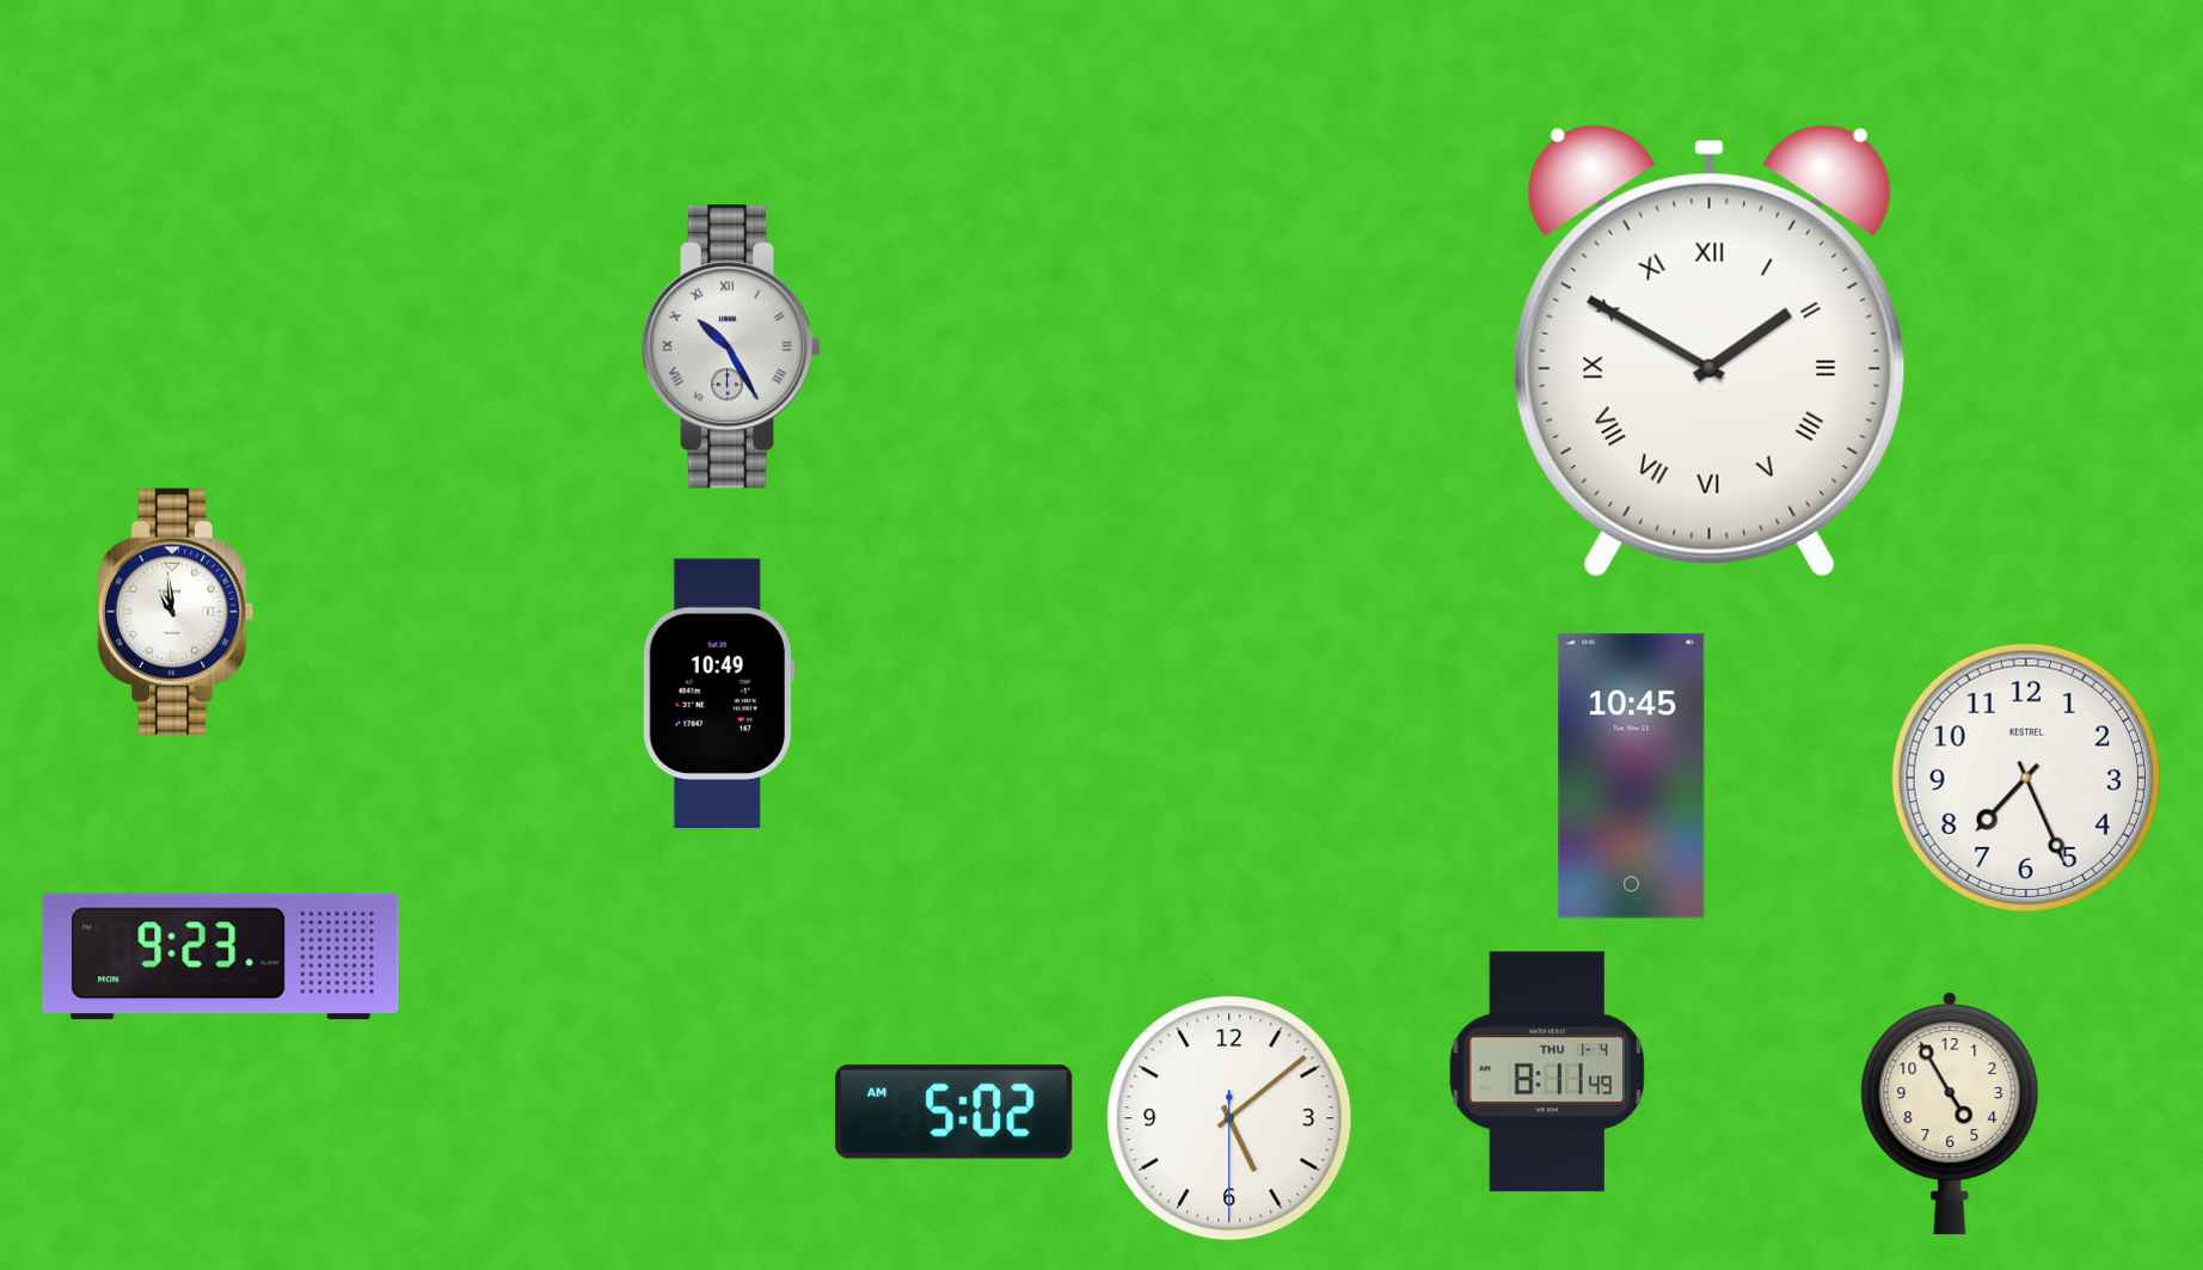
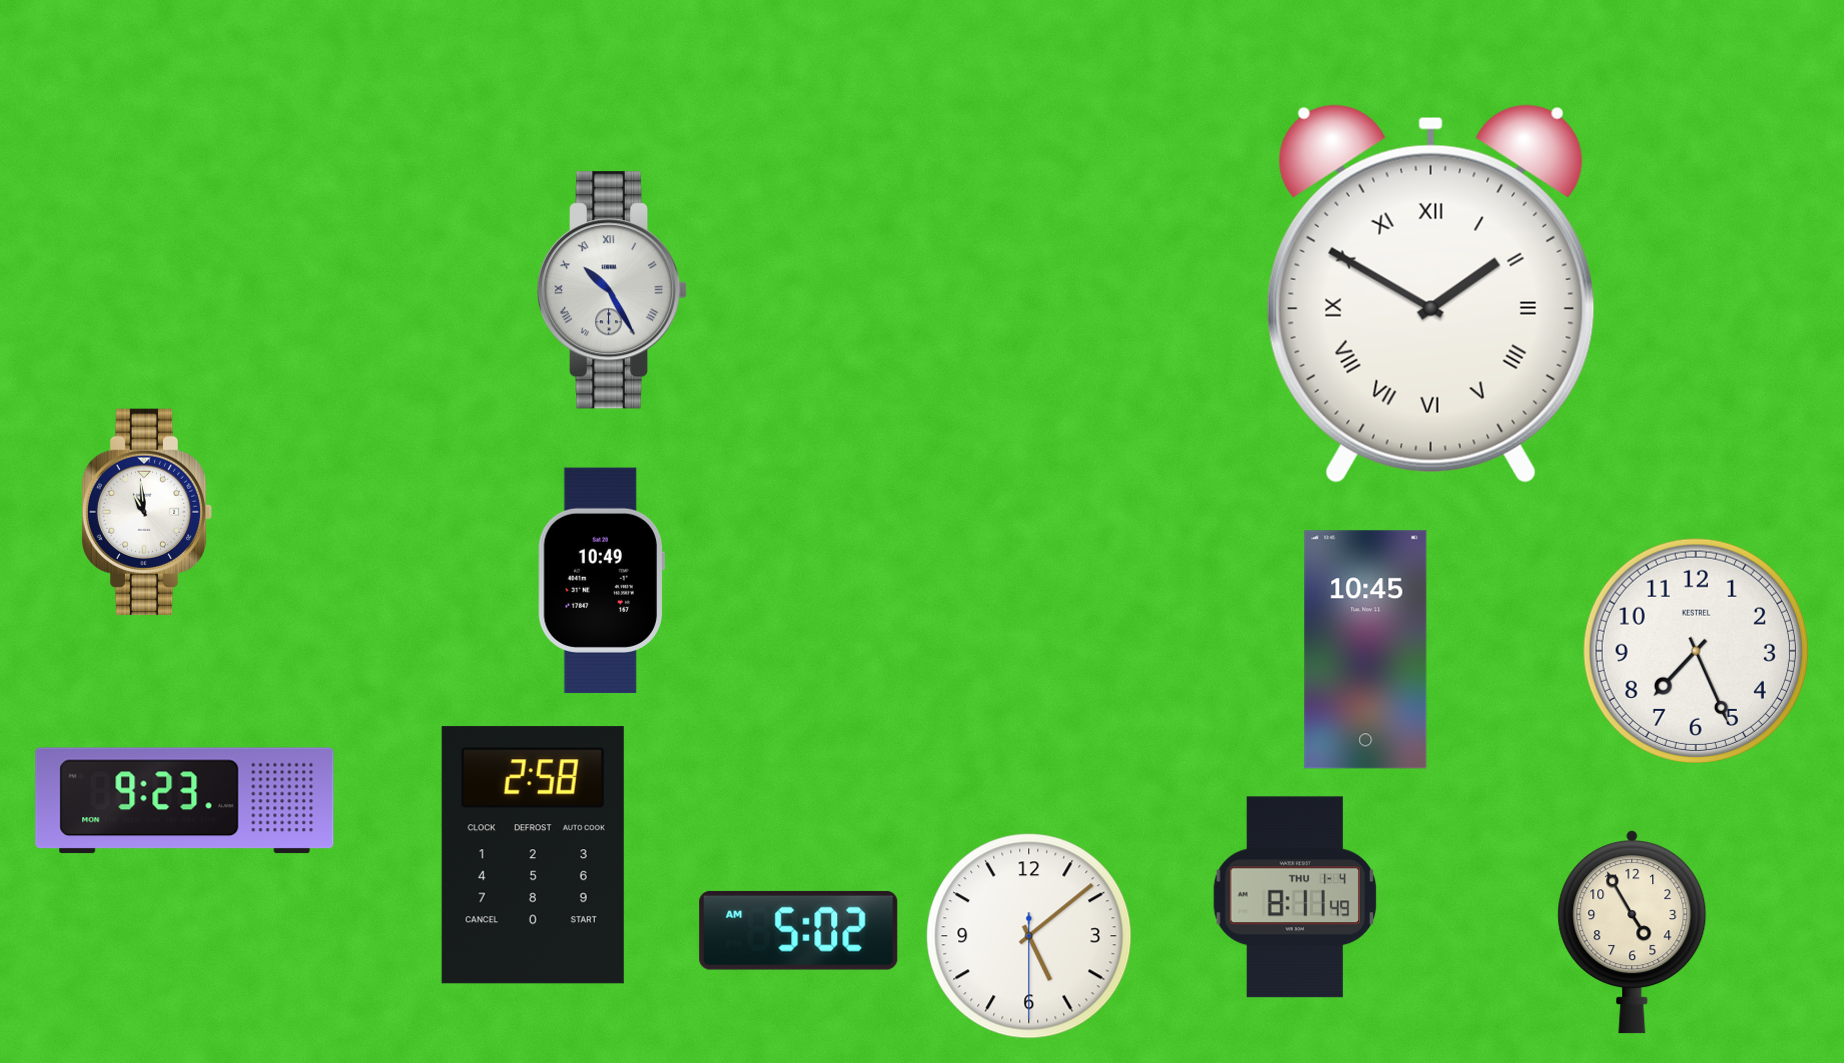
clock at (533, 855): none -> 2:58
